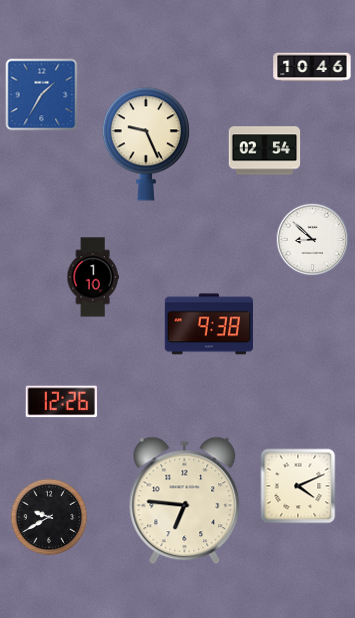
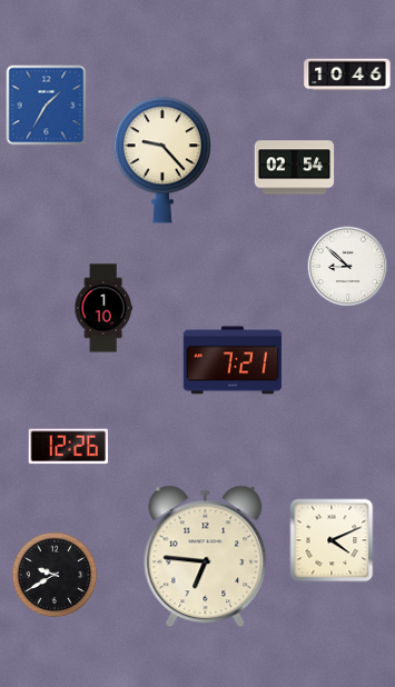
clock at (146, 144): 9:26 -> 9:23
clock at (209, 324): 9:38 -> 7:21
